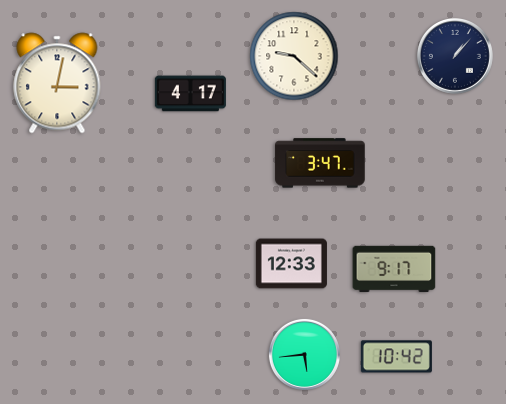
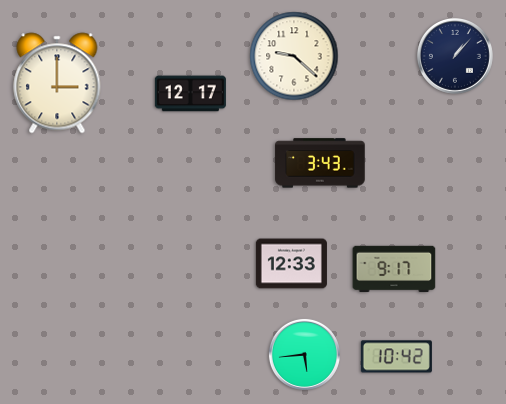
clock at (57, 83): 3:02 -> 3:00
clock at (190, 94): 4:17 -> 12:17
clock at (320, 163): 3:47 -> 3:43
